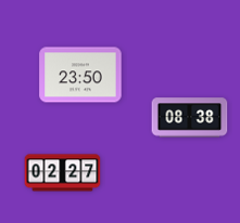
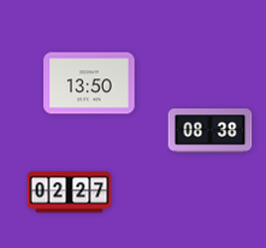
clock at (80, 75): 23:50 -> 13:50
